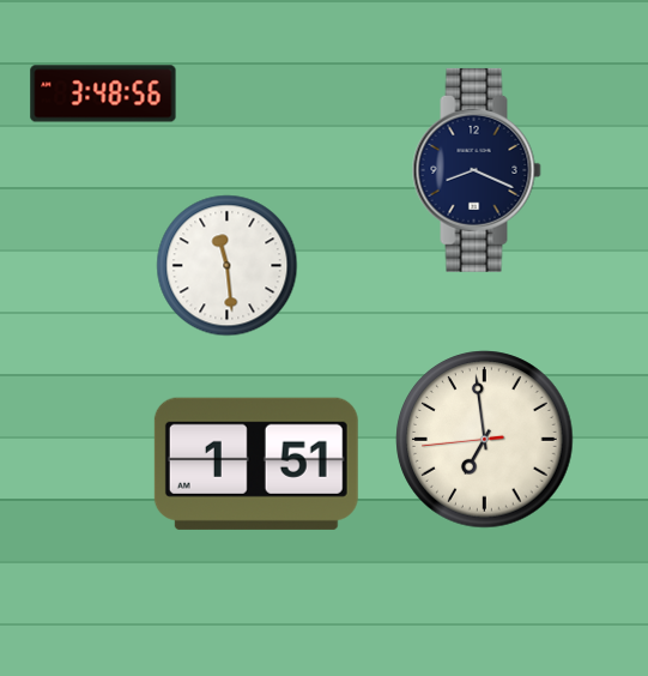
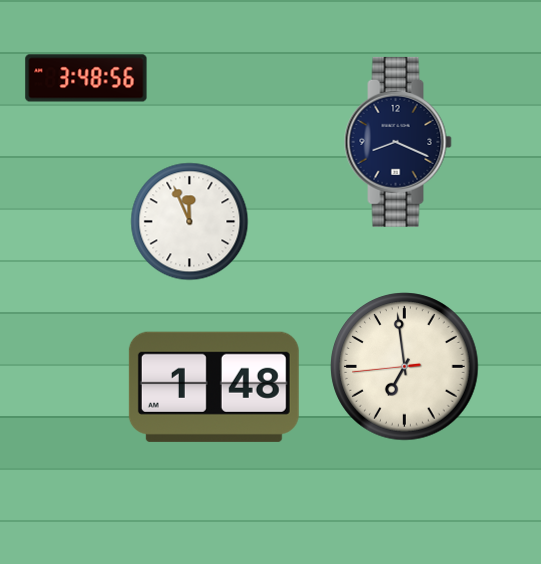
clock at (228, 266): 11:29 -> 11:56
clock at (256, 464): 1:51 -> 1:48
